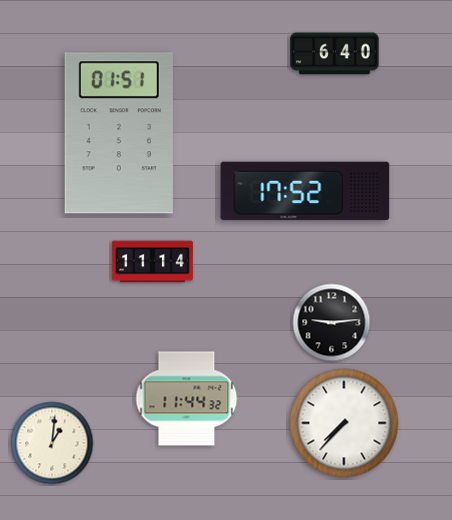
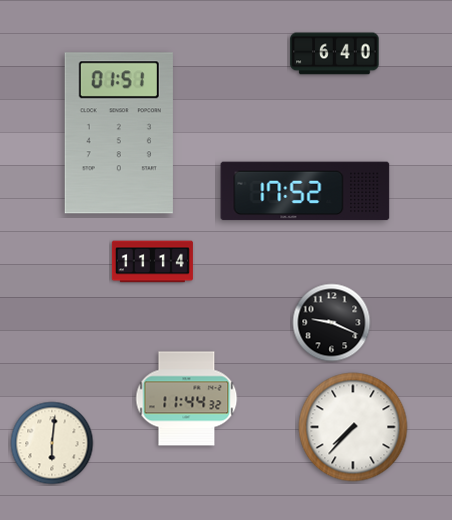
clock at (332, 323): 9:14 -> 9:19
clock at (344, 423) position: (344, 423) -> (353, 427)
clock at (52, 443): 1:01 -> 6:01
